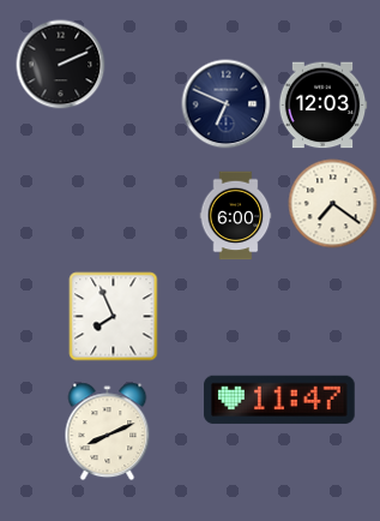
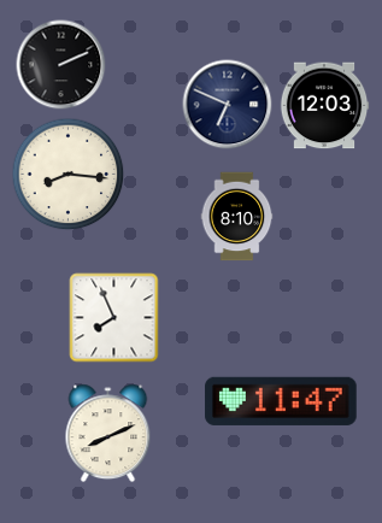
clock at (69, 175): none -> 8:16
clock at (333, 204): 7:21 -> none
clock at (236, 216): 6:00 -> 8:10
